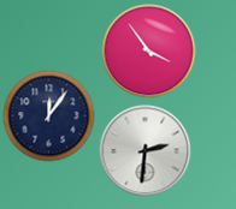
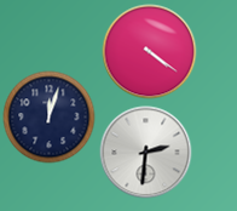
clock at (149, 52): 3:54 -> 4:21
clock at (49, 117): 12:06 -> 12:03
